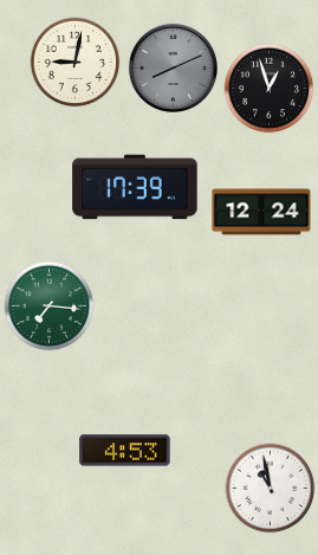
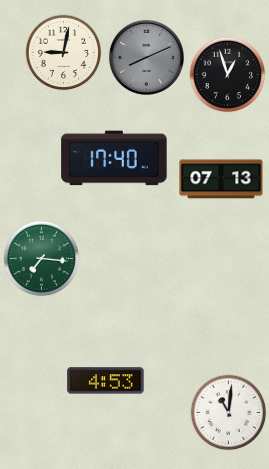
clock at (135, 187): 17:39 -> 17:40
clock at (261, 212): 12:24 -> 07:13
clock at (271, 489): 10:58 -> 11:01
